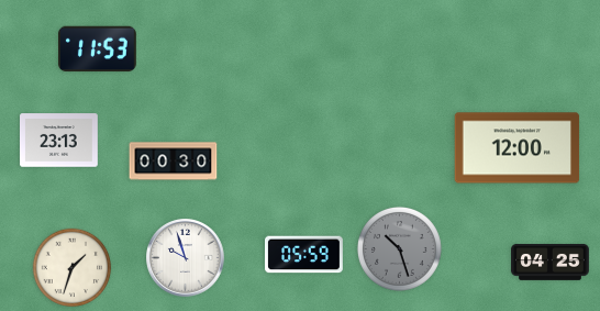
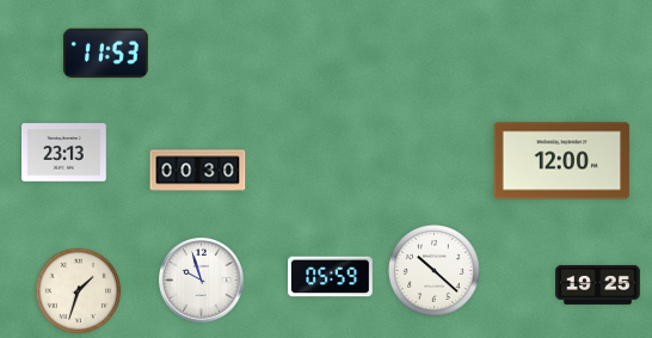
clock at (174, 162) position: (174, 162) -> (198, 171)
clock at (399, 248): 10:27 -> 10:22
clock at (399, 248) dial: grey -> white
clock at (551, 262): 04:25 -> 19:25
